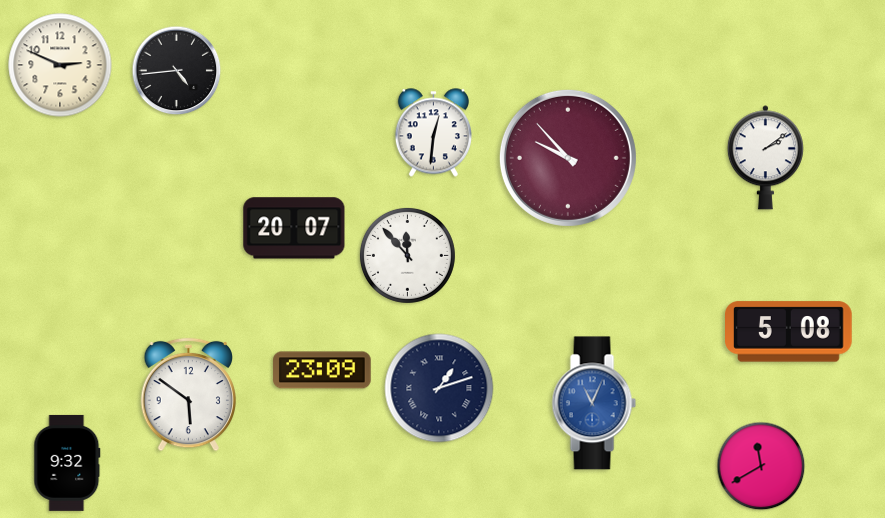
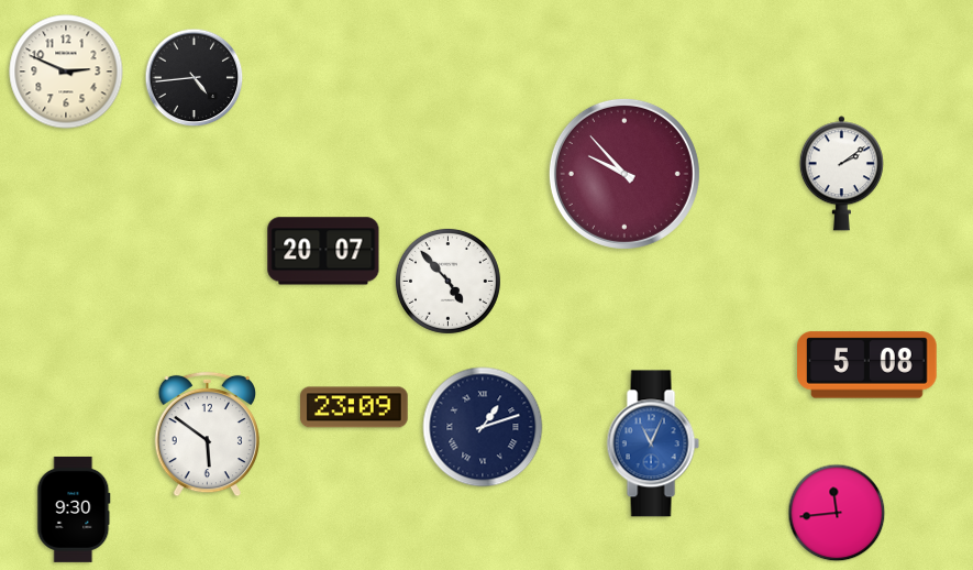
clock at (433, 133): 12:31 -> none
clock at (407, 255): 11:53 -> 4:53
clock at (67, 463): 9:32 -> 9:30
clock at (761, 466): 11:40 -> 11:44
